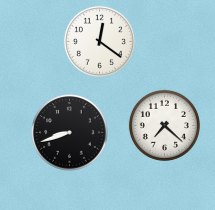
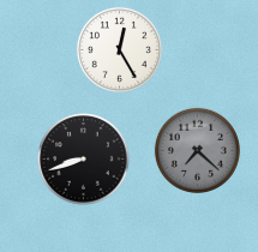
clock at (99, 41): 12:21 -> 12:25
clock at (164, 125) dial: white -> grey
